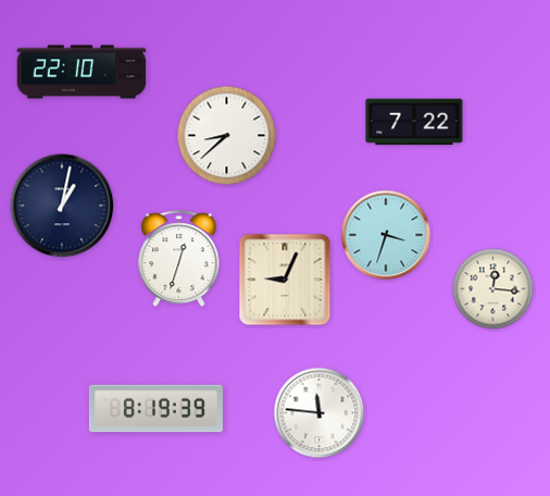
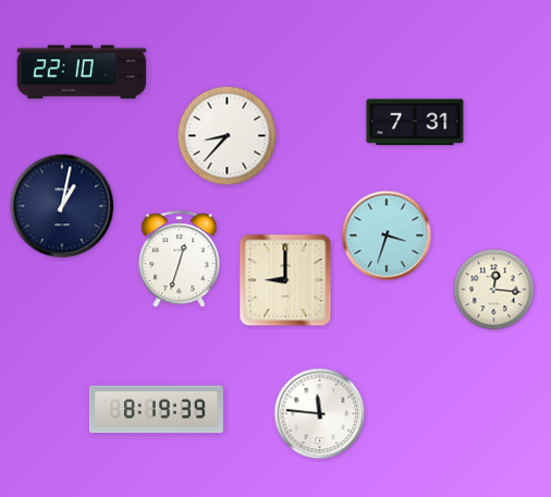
clock at (414, 122): 7:22 -> 7:31
clock at (227, 136): 8:38 -> 8:37
clock at (285, 280): 9:04 -> 9:00
